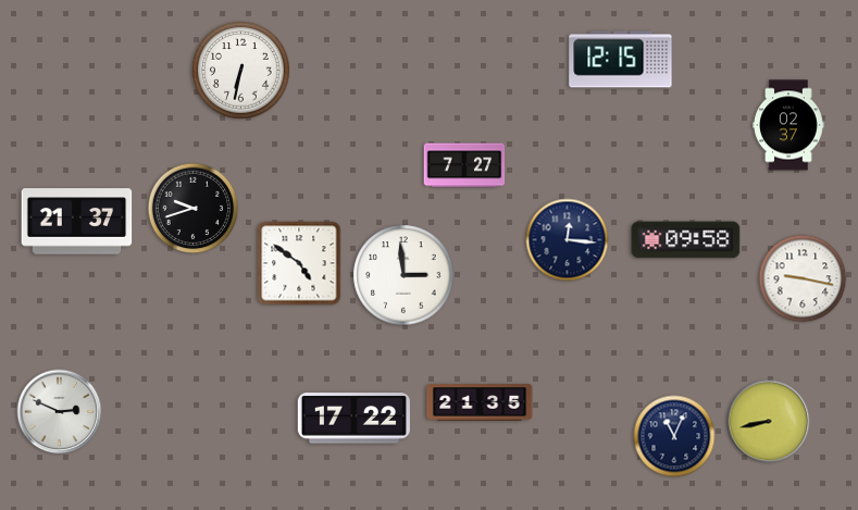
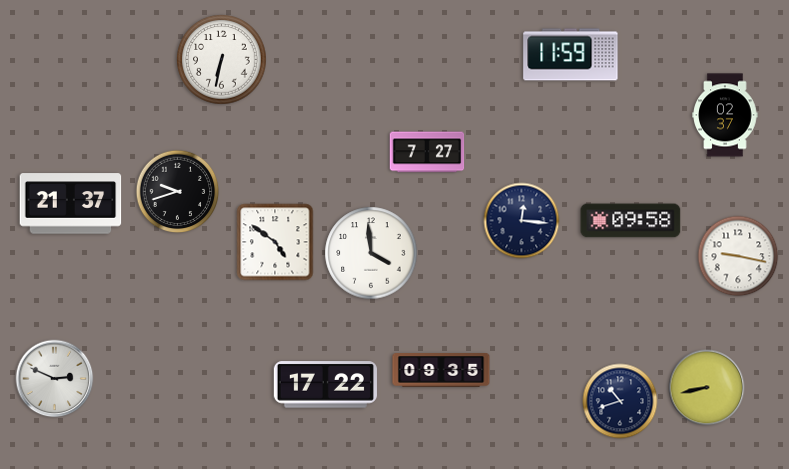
clock at (621, 60): 12:15 -> 11:59
clock at (241, 71) position: (241, 71) -> (222, 60)
clock at (403, 275): 2:59 -> 3:59
clock at (480, 402): 21:35 -> 09:35
clock at (674, 436): 11:04 -> 10:42
